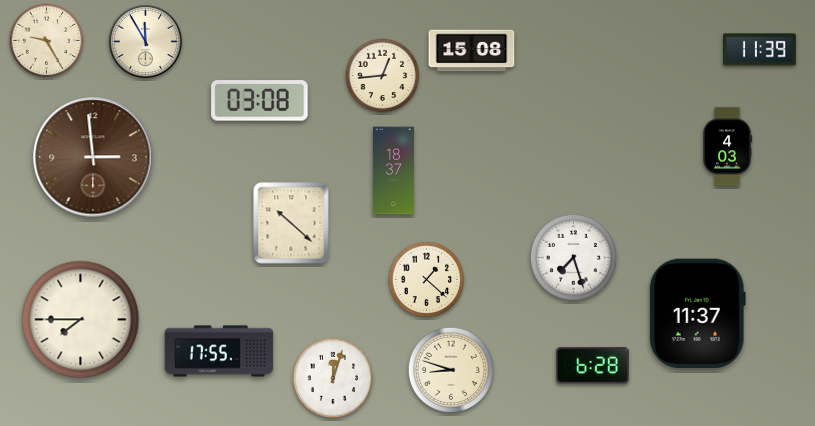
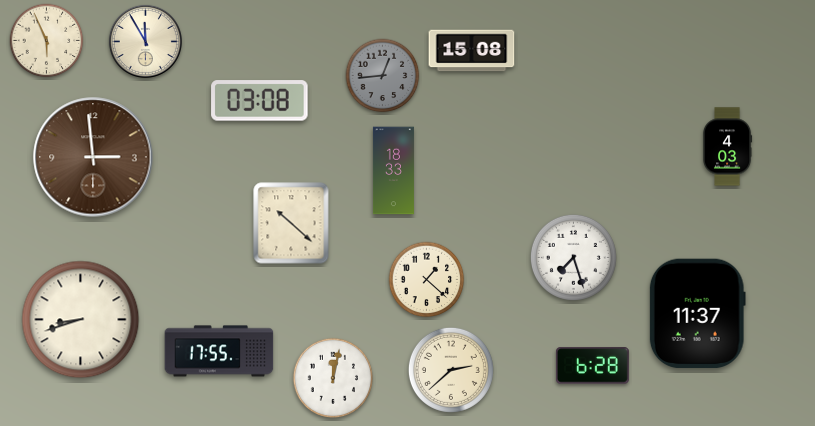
clock at (47, 41): 9:25 -> 5:56
clock at (759, 50): 11:39 -> none
clock at (383, 76) dial: cream -> grey
clock at (393, 171): 18:37 -> 18:33
clock at (81, 320): 7:45 -> 8:42
clock at (451, 370): 8:48 -> 2:38
clock at (333, 378): 12:03 -> 12:02
